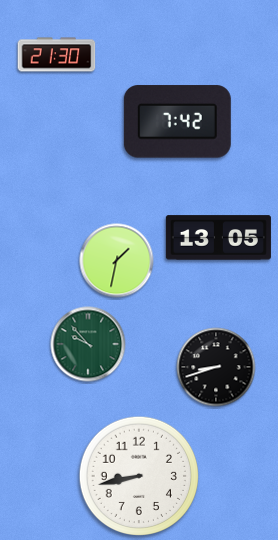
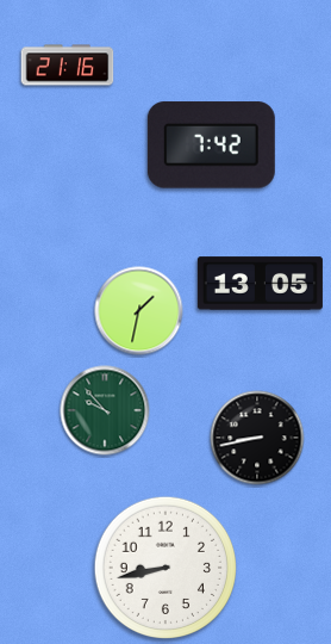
clock at (57, 55): 21:30 -> 21:16
clock at (216, 367): 8:42 -> 8:43
